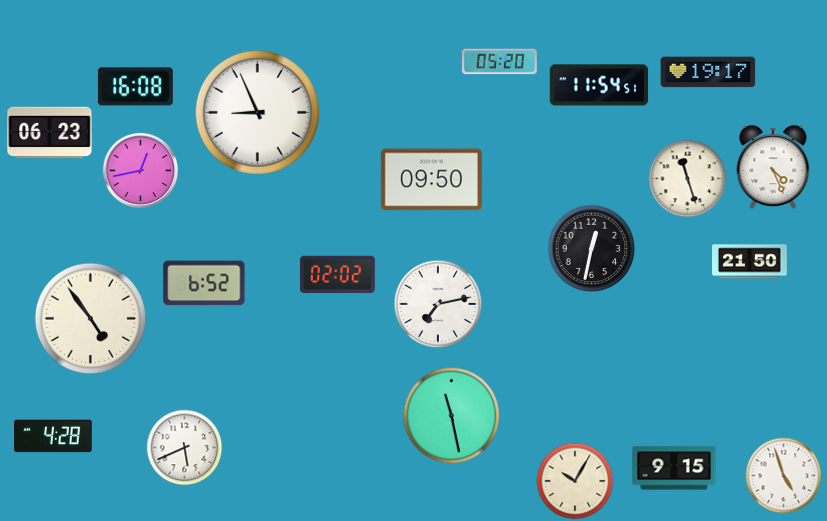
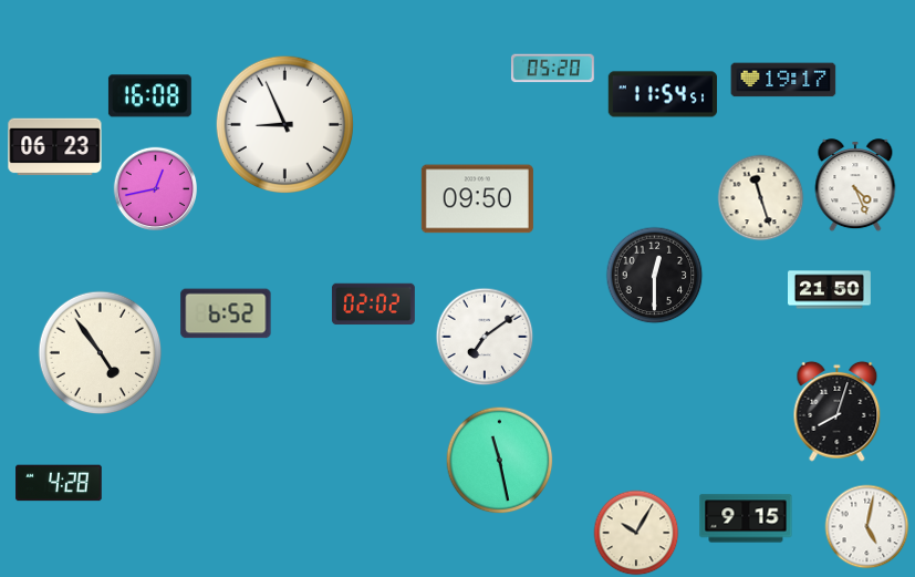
clock at (592, 249): 12:32 -> 12:30
clock at (438, 304): 7:13 -> 7:09
clock at (838, 411): none -> 8:03
clock at (185, 448): 5:41 -> none
clock at (784, 476): 4:57 -> 5:02
